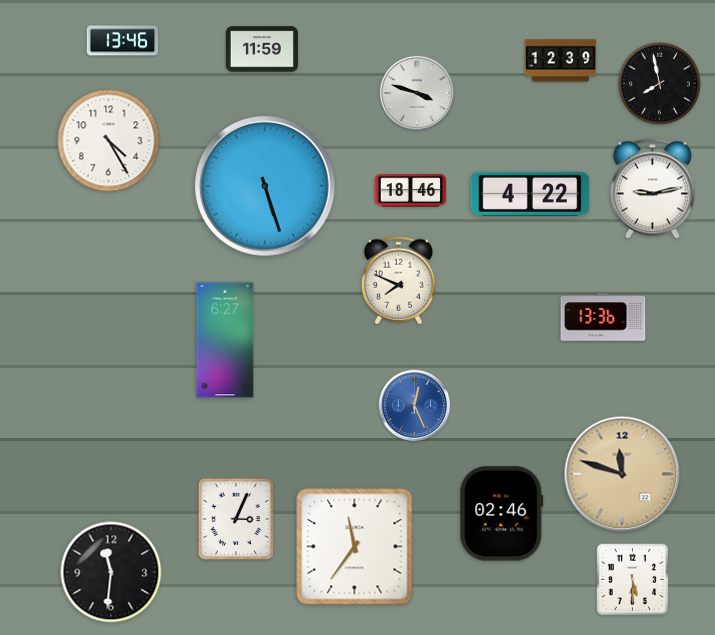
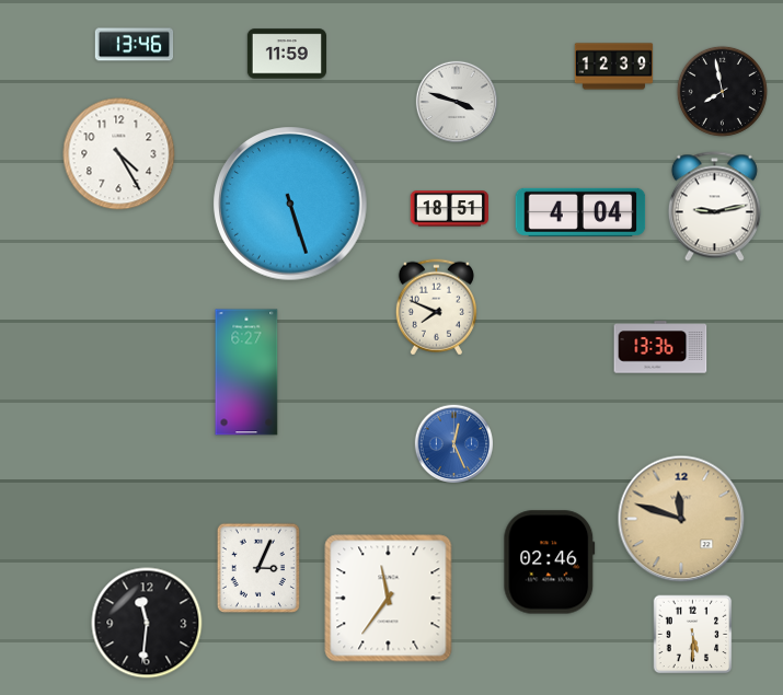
clock at (411, 191): 18:46 -> 18:51
clock at (530, 194): 4:22 -> 4:04
clock at (111, 572) position: (111, 572) -> (147, 623)
